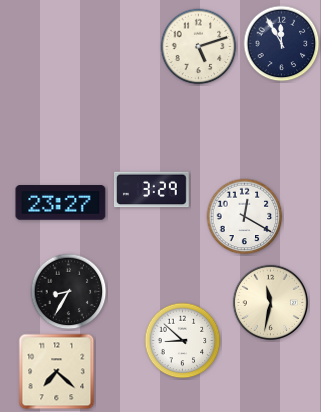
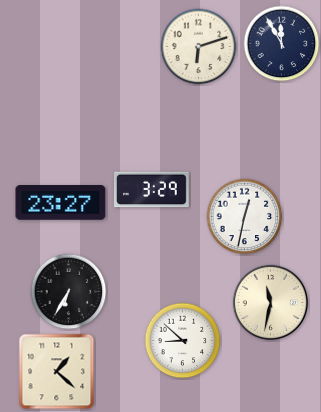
clock at (199, 47): 5:12 -> 6:12
clock at (245, 217): 12:20 -> 12:32
clock at (69, 292): 8:35 -> 6:35
clock at (57, 372): 7:22 -> 1:22
